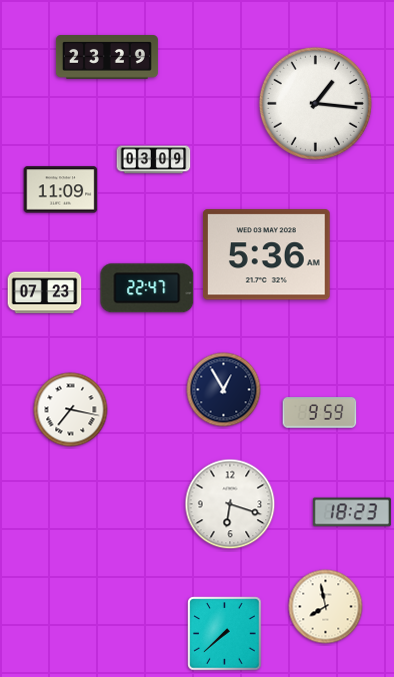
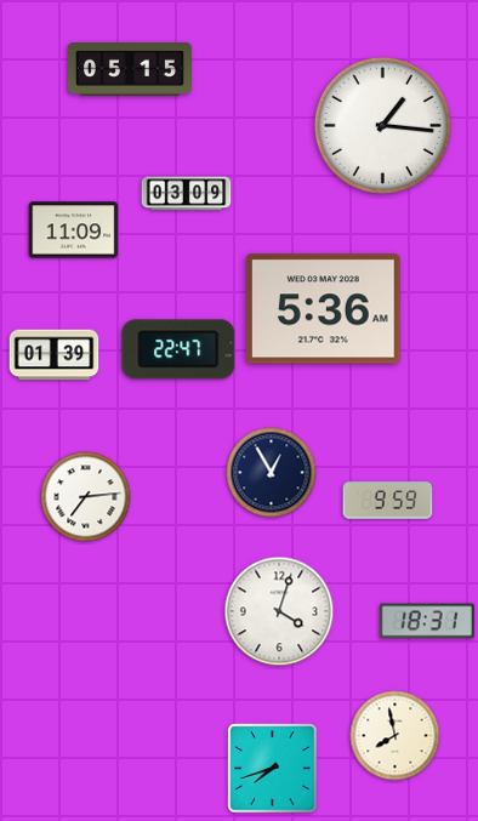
clock at (107, 58): 23:29 -> 05:15
clock at (45, 293): 07:23 -> 01:39
clock at (71, 410): 7:17 -> 7:14
clock at (230, 504): 6:18 -> 4:03
clock at (352, 512): 18:23 -> 18:31
clock at (225, 634): 7:38 -> 7:42
